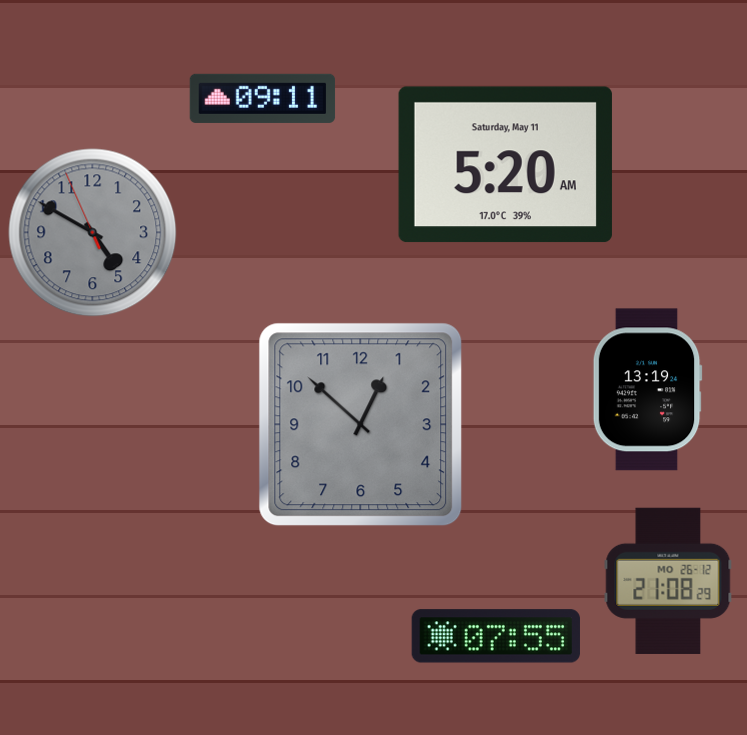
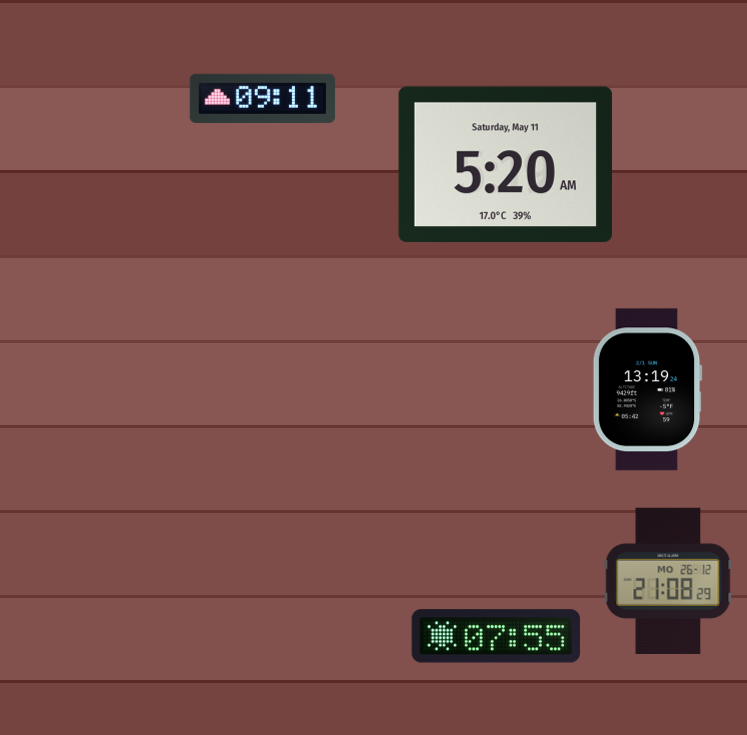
clock at (93, 233): 4:49 -> none
clock at (361, 425): 12:52 -> none
